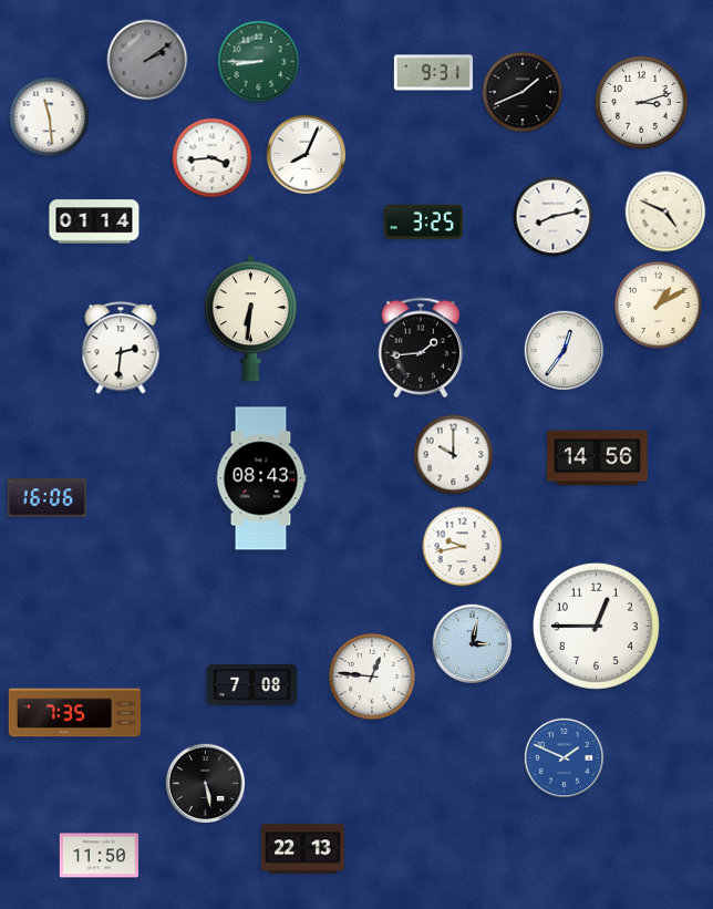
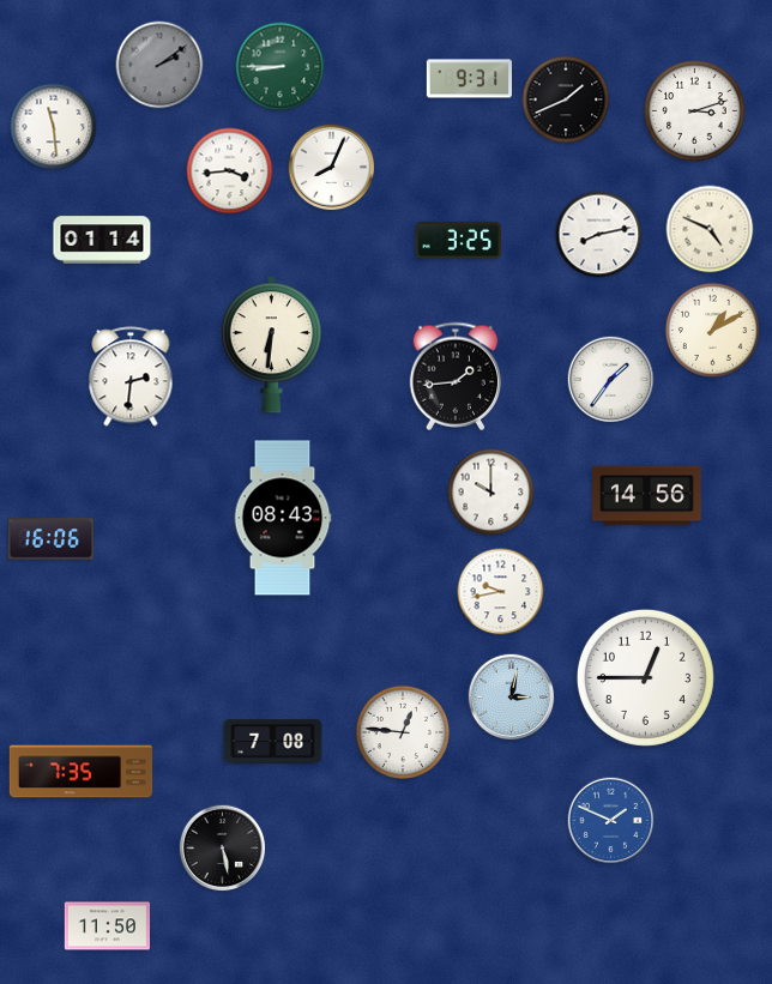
clock at (665, 211) position: (665, 211) -> (710, 229)
clock at (565, 351): 12:36 -> 1:36
clock at (303, 849): 22:13 -> none
